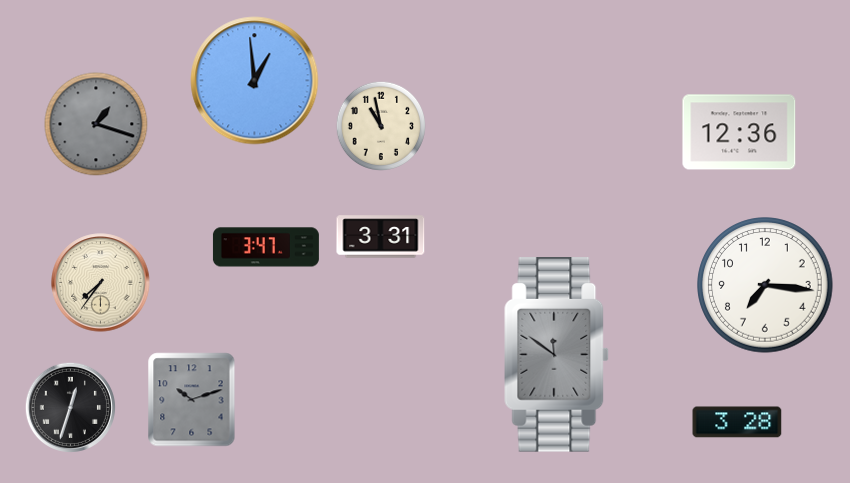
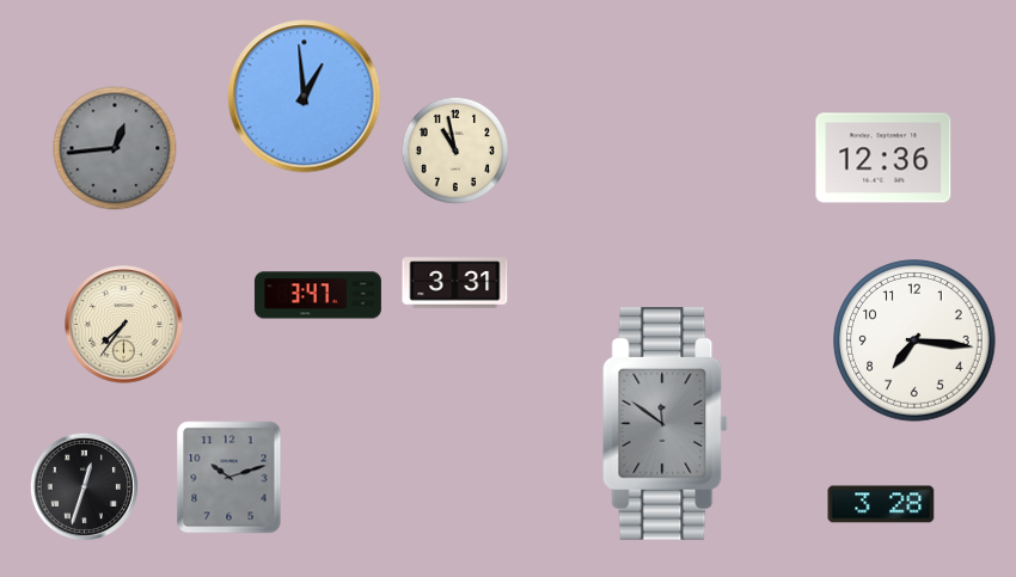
clock at (96, 124): 1:18 -> 12:44
clock at (101, 283) position: (101, 283) -> (124, 325)
